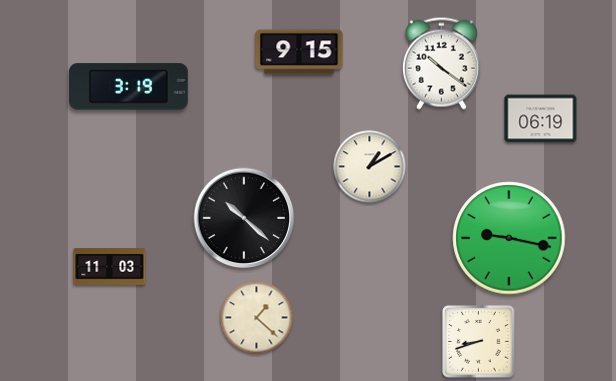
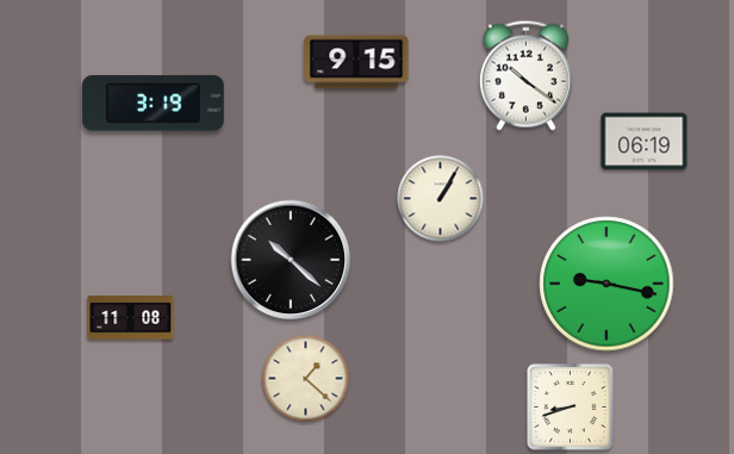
clock at (370, 167): 1:10 -> 1:05
clock at (110, 267): 11:03 -> 11:08
